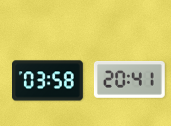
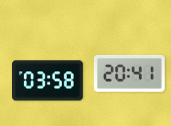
clock at (129, 80) position: (129, 80) -> (129, 74)
